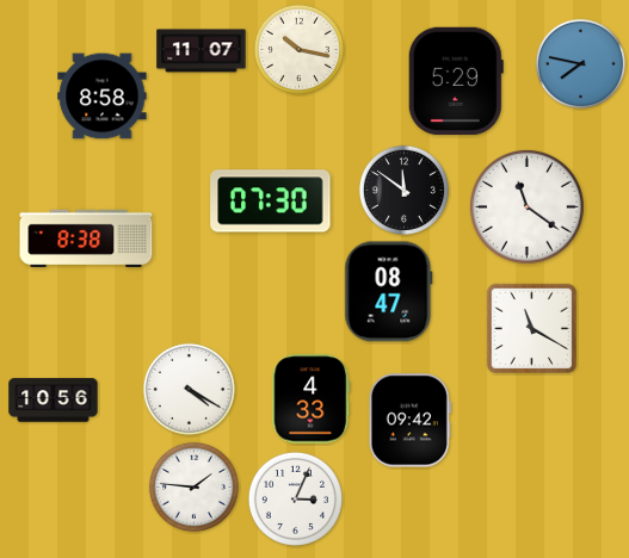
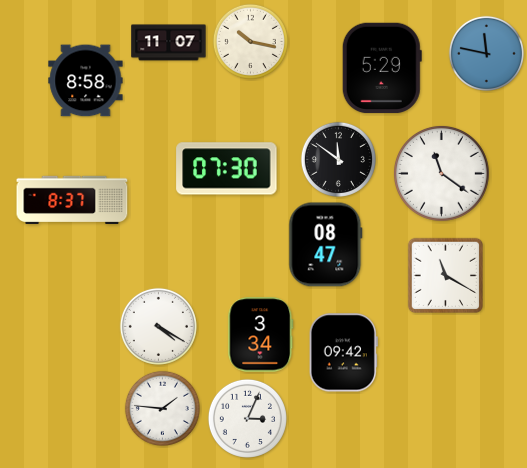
clock at (580, 63): 7:47 -> 11:47
clock at (86, 237): 8:38 -> 8:37
clock at (312, 399): 4:33 -> 3:34
clock at (54, 401): 10:56 -> none
